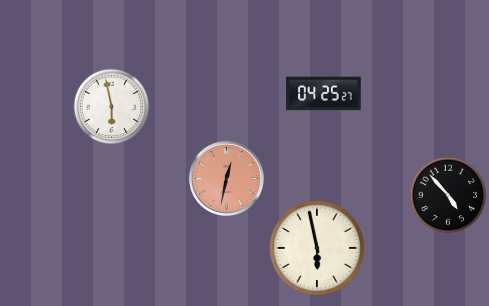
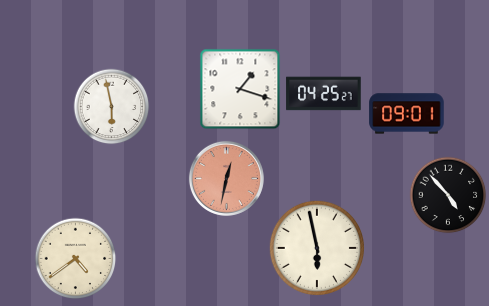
clock at (240, 89): none -> 1:18
clock at (407, 114): none -> 09:01
clock at (76, 259): none -> 4:39
